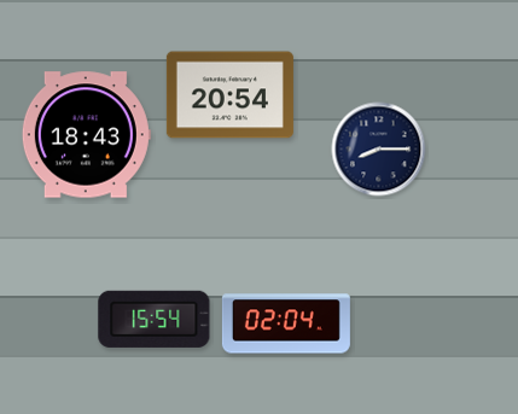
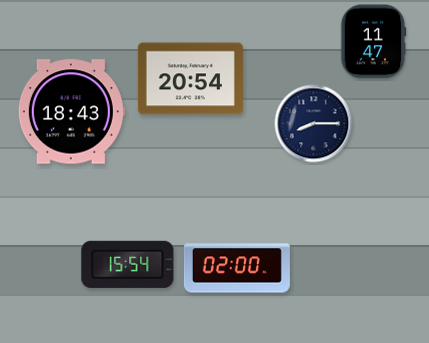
clock at (373, 42): none -> 11:47
clock at (286, 323): 02:04 -> 02:00
